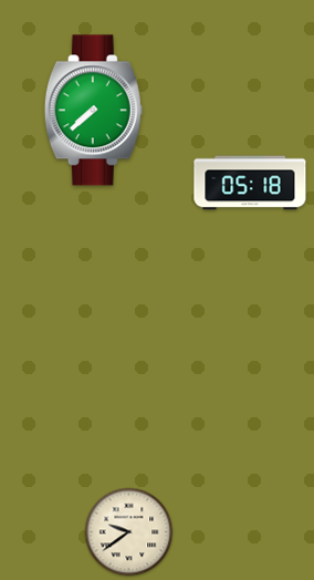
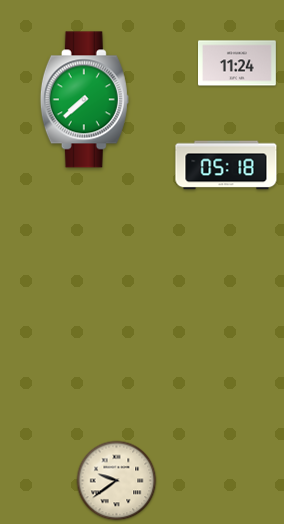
clock at (238, 63): none -> 11:24
